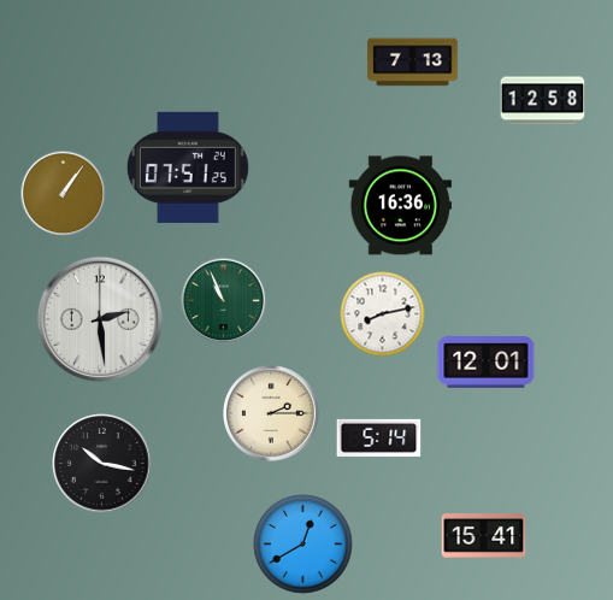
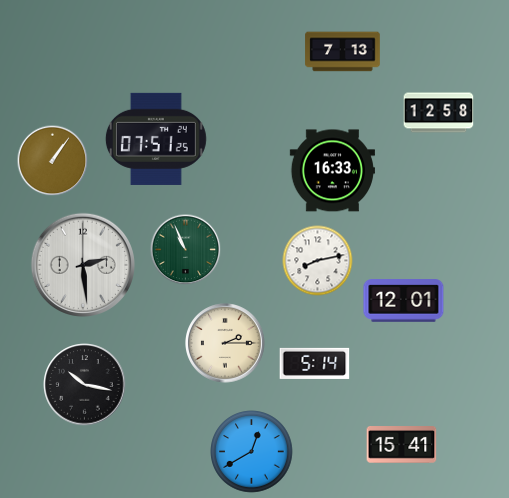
clock at (543, 101) position: (543, 101) -> (439, 113)
clock at (400, 206): 16:36 -> 16:33
